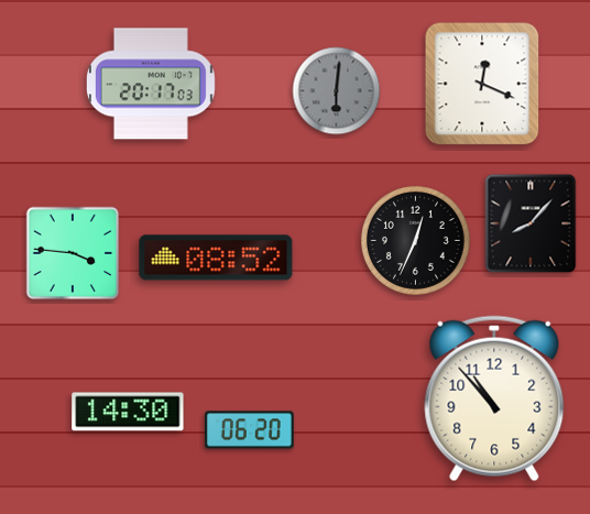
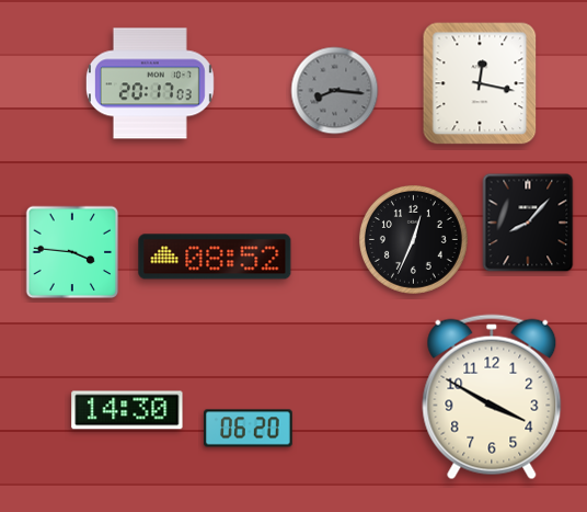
clock at (482, 84): 12:19 -> 12:17
clock at (337, 91): 6:01 -> 8:16
clock at (494, 398): 10:53 -> 3:50
